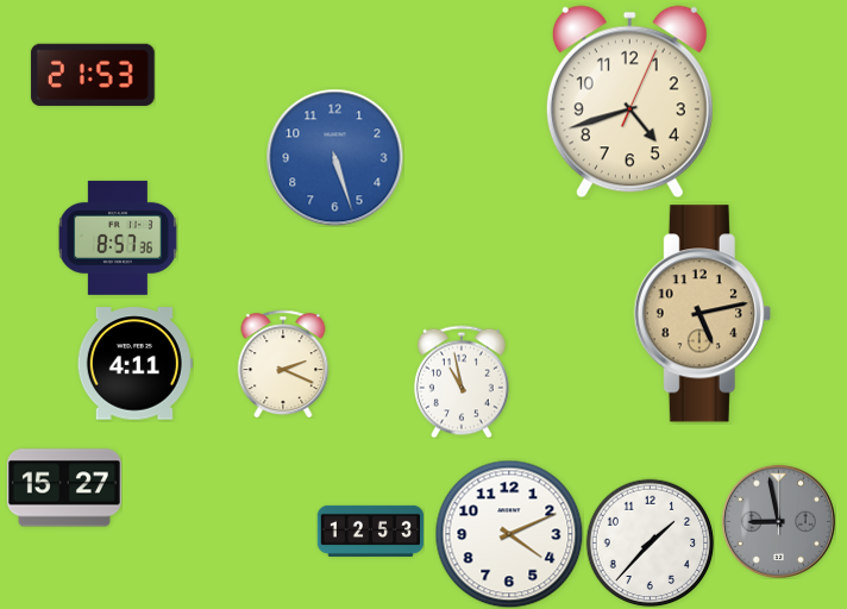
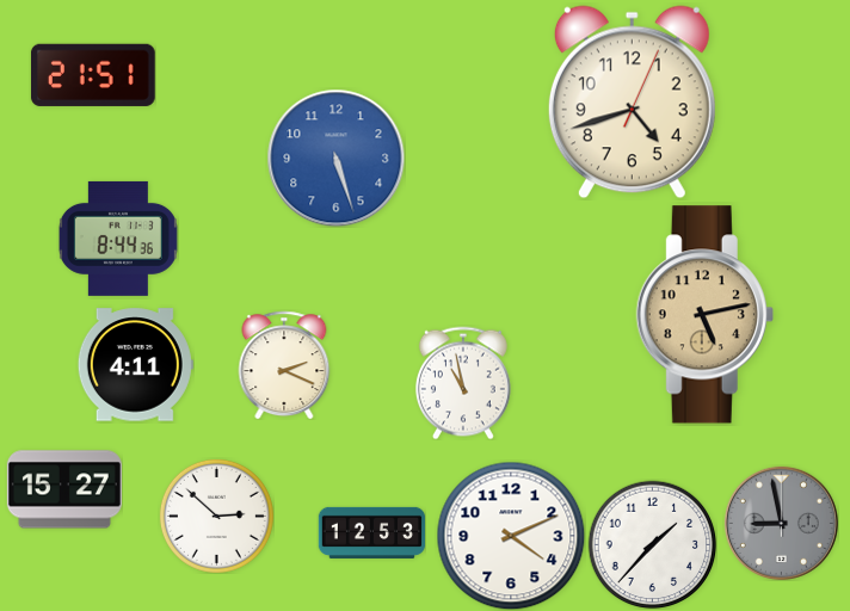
clock at (93, 75): 21:53 -> 21:51
clock at (118, 238): 8:57 -> 8:44
clock at (216, 516): none -> 2:52
